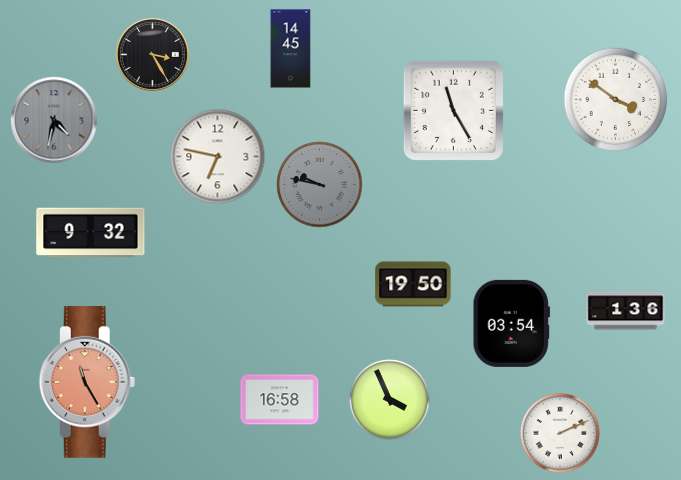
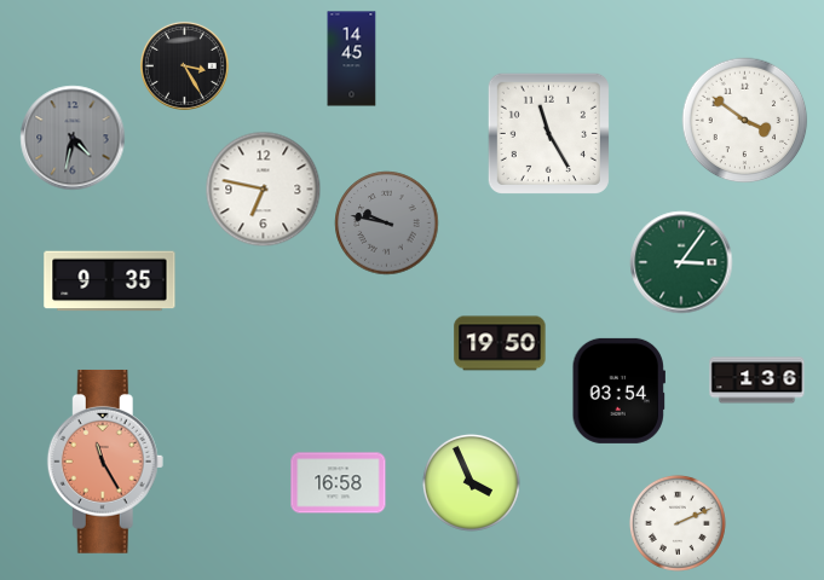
clock at (54, 120) position: (54, 120) -> (73, 138)
clock at (681, 262): none -> 3:06
clock at (91, 233): 9:32 -> 9:35
clock at (626, 311) position: (626, 311) -> (757, 381)
